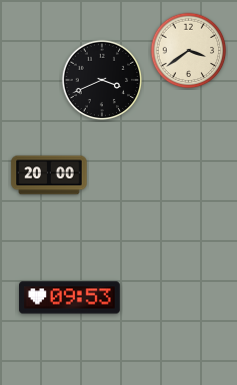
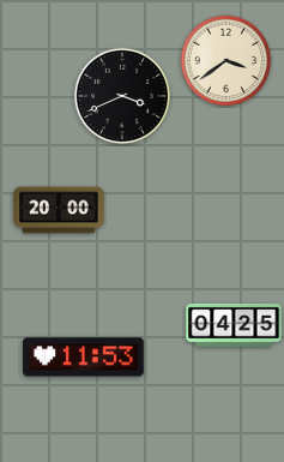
clock at (234, 325): none -> 04:25
clock at (70, 298): 09:53 -> 11:53
